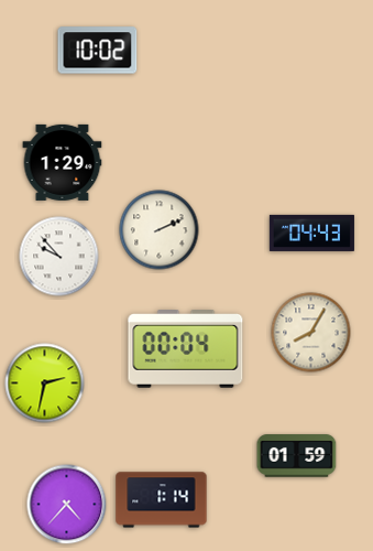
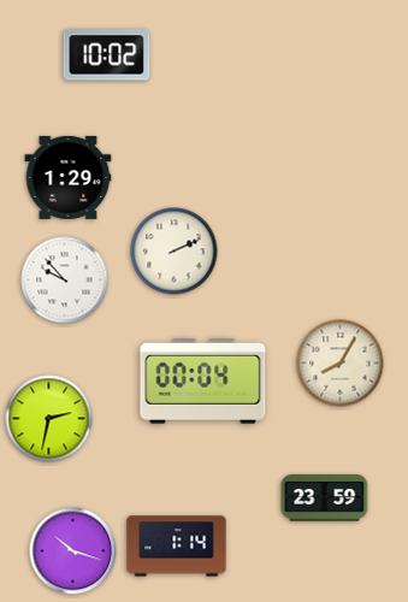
clock at (311, 233): 04:43 -> none
clock at (297, 456): 01:59 -> 23:59
clock at (67, 505): 4:37 -> 10:18
